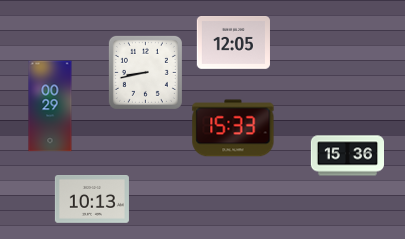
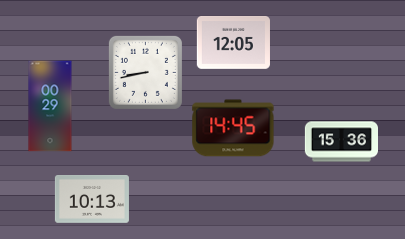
clock at (233, 128): 15:33 -> 14:45
clock at (347, 156) position: (347, 156) -> (341, 142)
